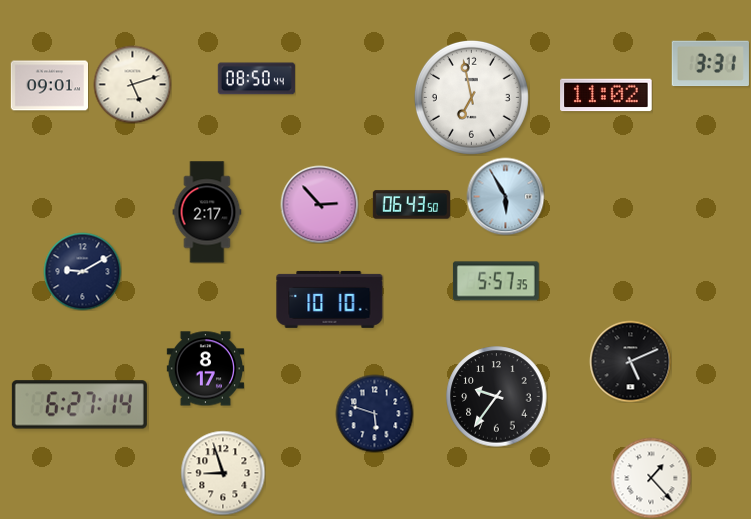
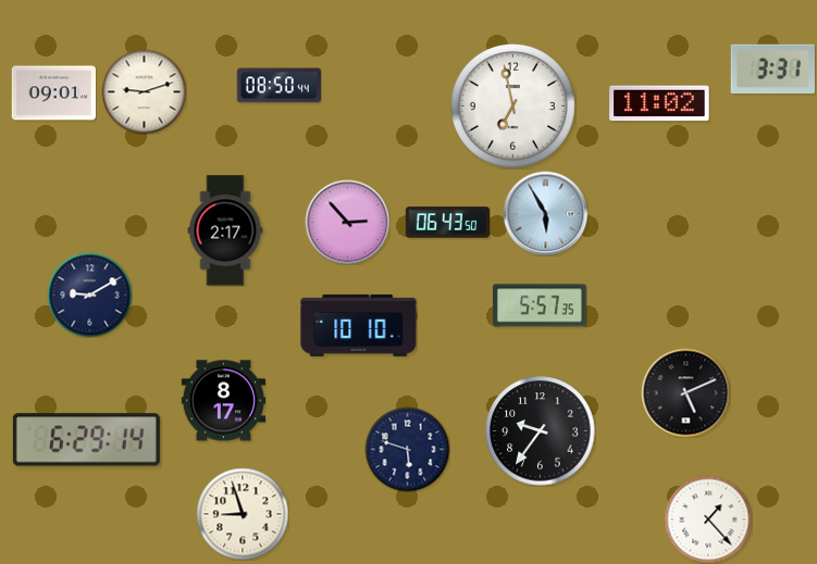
clock at (132, 84): 5:12 -> 9:12
clock at (505, 196) position: (505, 196) -> (545, 213)
clock at (79, 405): 6:27 -> 6:29
